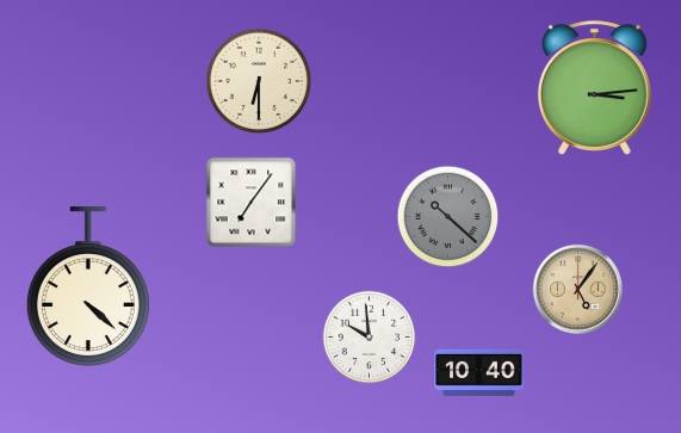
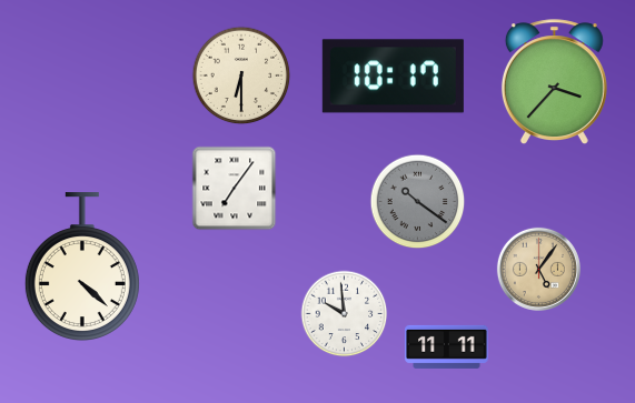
clock at (393, 77): none -> 10:17
clock at (594, 87): 3:14 -> 3:37
clock at (448, 217): 10:22 -> 10:21
clock at (479, 372): 10:40 -> 11:11
